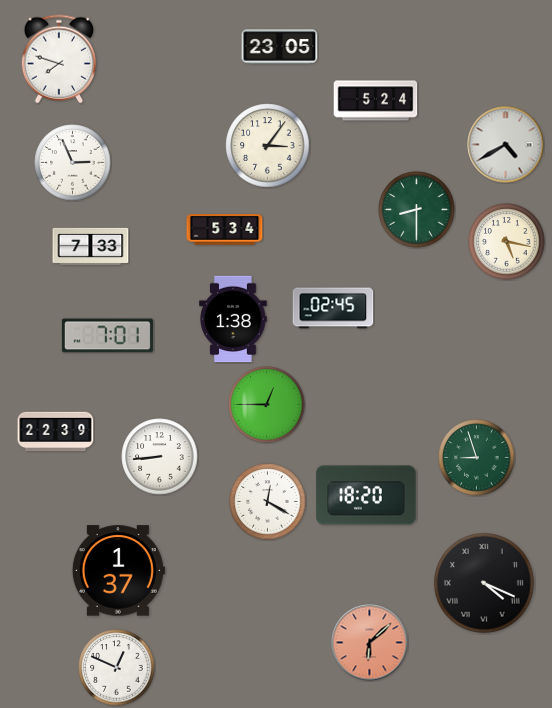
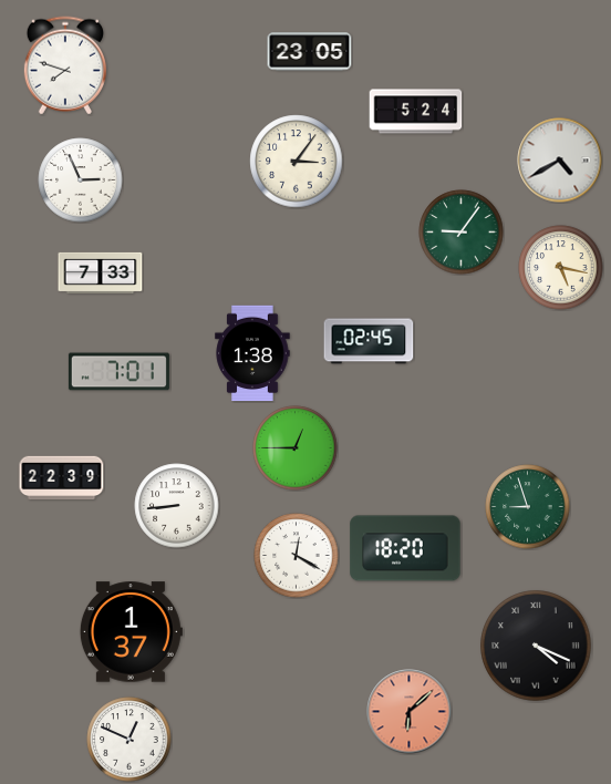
clock at (417, 210): 8:30 -> 9:06
clock at (225, 230): 5:34 -> none
clock at (233, 319) position: (233, 319) -> (252, 353)
